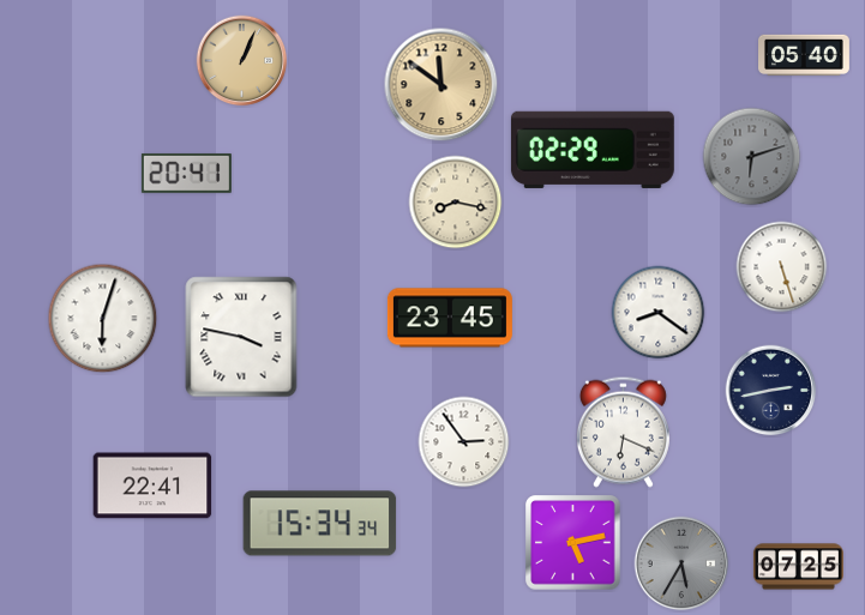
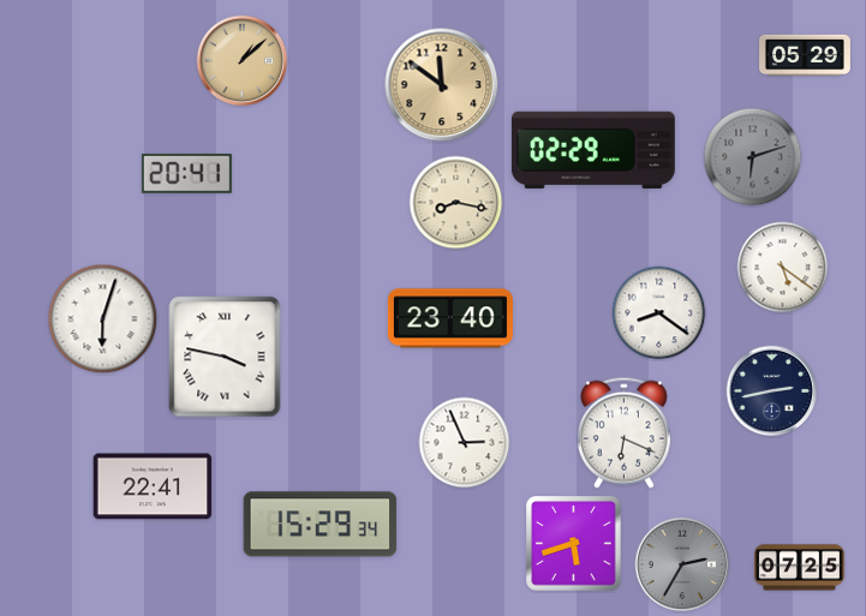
clock at (805, 55): 05:40 -> 05:29
clock at (242, 61): 1:04 -> 1:08
clock at (782, 267): 5:27 -> 5:21
clock at (450, 318): 23:45 -> 23:40
clock at (241, 337) position: (241, 337) -> (225, 357)
clock at (464, 442): 2:54 -> 2:56
clock at (320, 524): 15:34 -> 15:29
clock at (573, 543): 5:13 -> 5:42
clock at (681, 563): 5:35 -> 2:35
